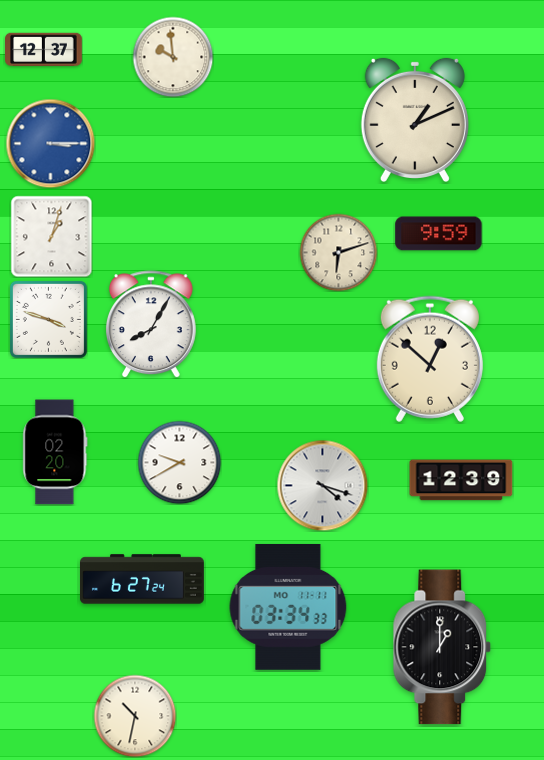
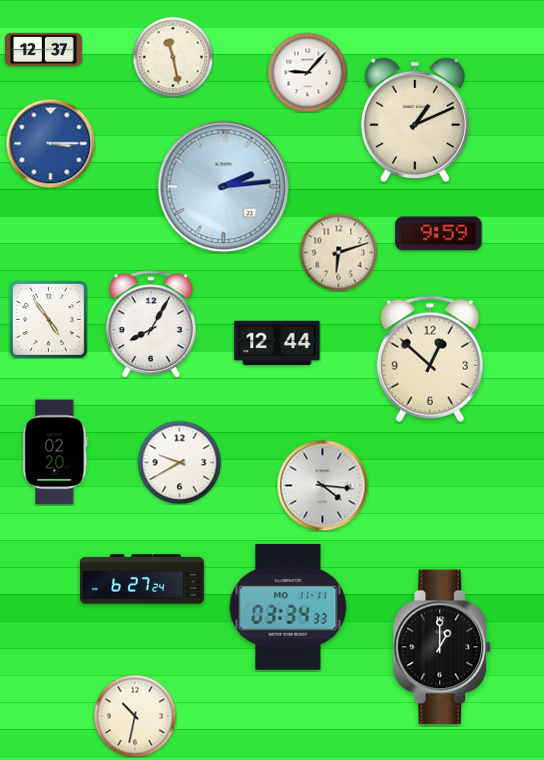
clock at (173, 57): 9:59 -> 11:28
clock at (307, 72): none -> 9:07
clock at (224, 187): none -> 2:14
clock at (51, 236): 1:03 -> none
clock at (48, 319): 3:48 -> 4:54
clock at (277, 343): none -> 12:44
clock at (461, 480): 12:39 -> none
clock at (322, 485): 4:18 -> 4:16
